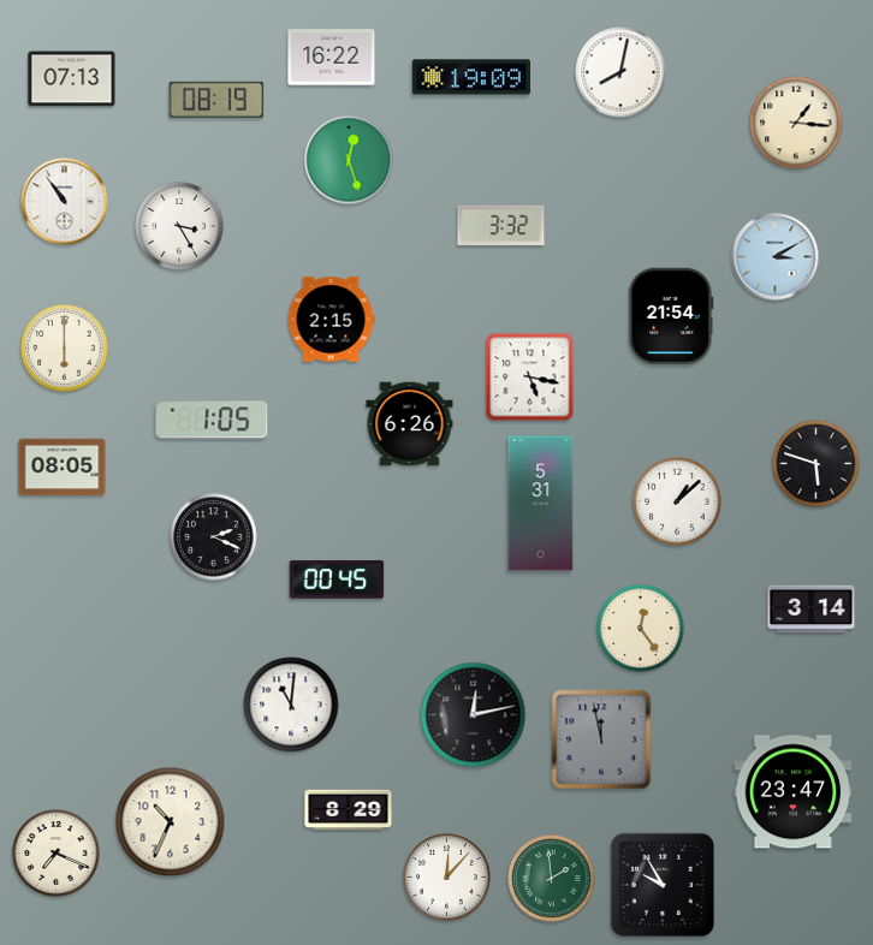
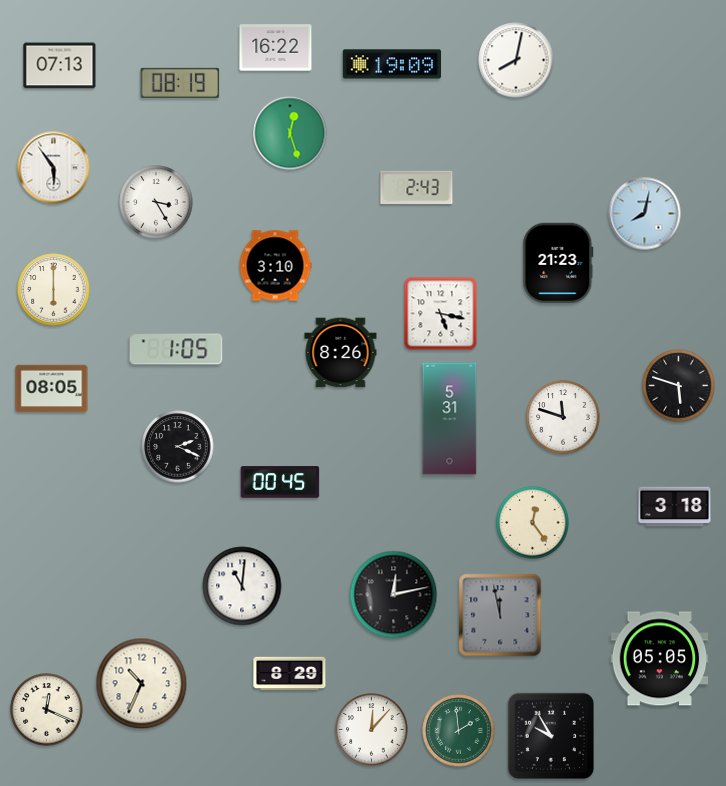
clock at (796, 123): 1:16 -> none
clock at (65, 202): 10:54 -> 5:54
clock at (179, 226) position: (179, 226) -> (156, 202)
clock at (501, 226): 3:32 -> 2:43
clock at (776, 257): 3:10 -> 8:02
clock at (671, 315): 21:54 -> 21:23
clock at (331, 320): 2:15 -> 3:10
clock at (410, 424): 6:26 -> 8:26
clock at (677, 501): 1:08 -> 11:48
clock at (812, 610): 3:14 -> 3:18
clock at (794, 792): 23:47 -> 05:05
clock at (57, 854): 7:19 -> 12:19
